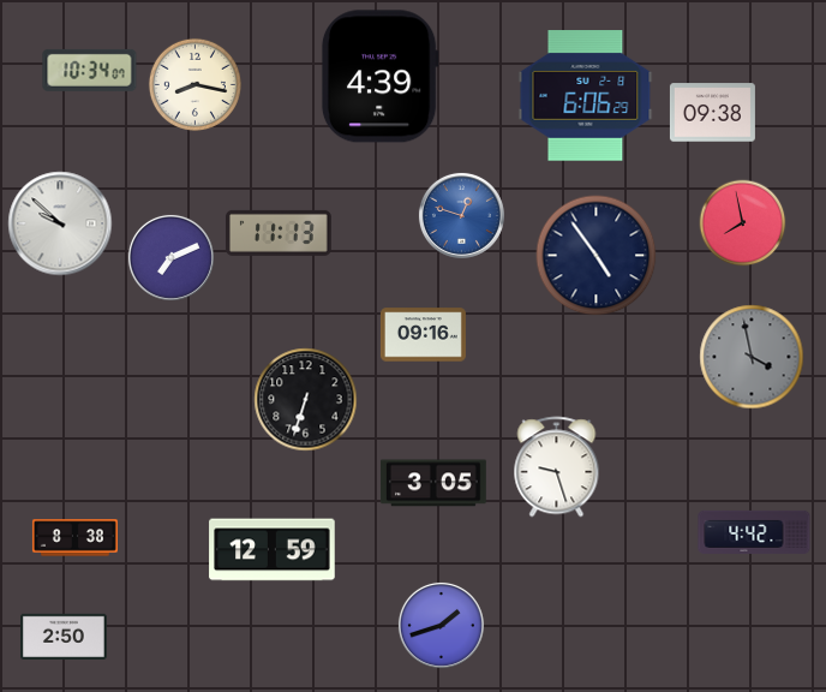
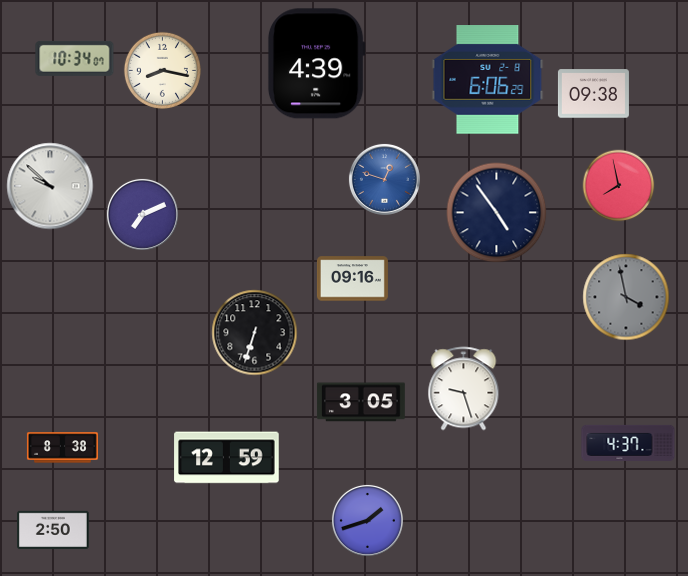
clock at (279, 233): 11:13 -> none
clock at (754, 532): 4:42 -> 4:37
